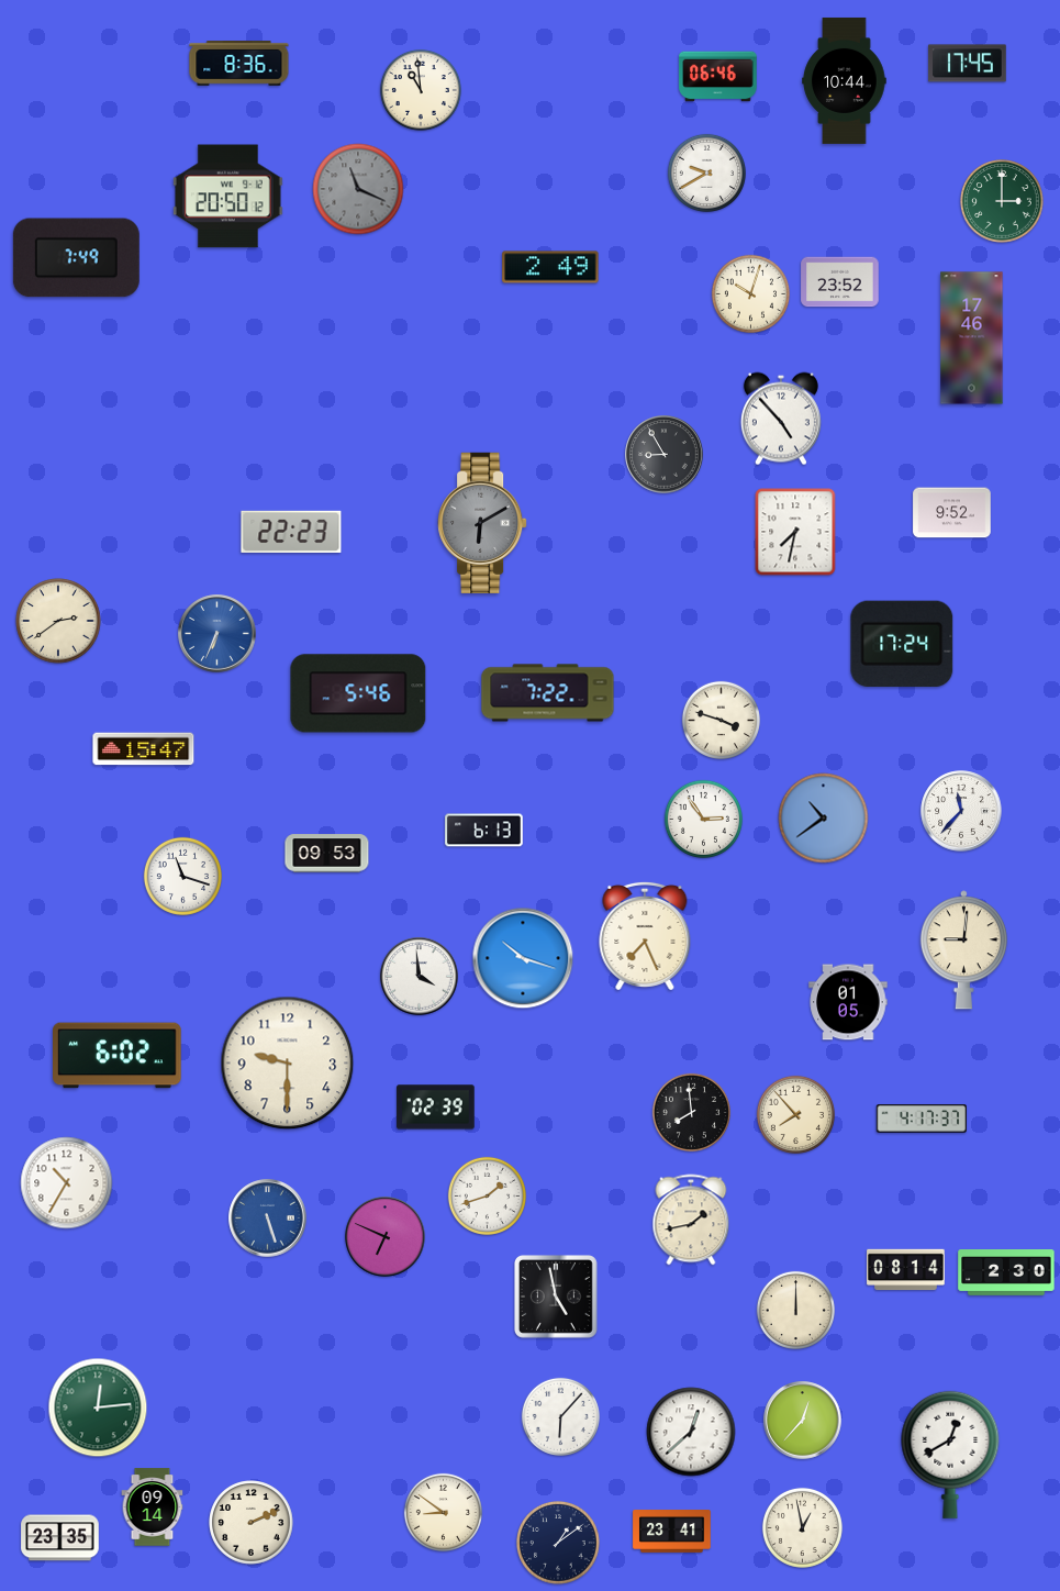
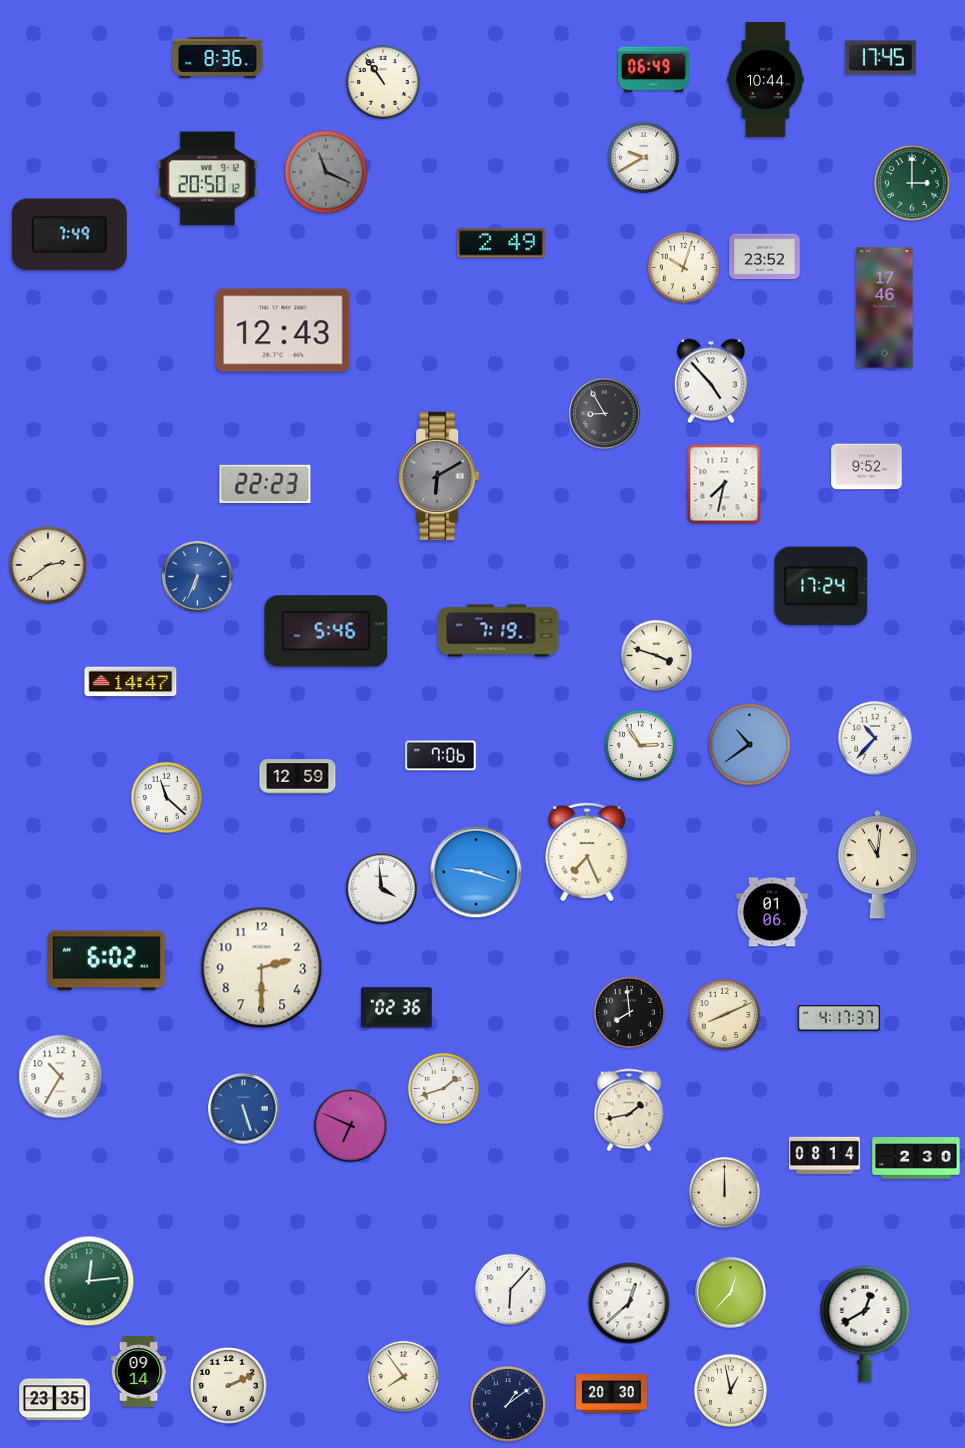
clock at (718, 77): 06:46 -> 06:49
clock at (845, 80) position: (845, 80) -> (766, 79)
clock at (421, 90): 10:59 -> 10:54
clock at (283, 330): none -> 12:43
clock at (58, 621) position: (58, 621) -> (48, 565)
clock at (548, 693): 7:22 -> 7:19
clock at (144, 749): 15:47 -> 14:47
clock at (961, 811): 11:37 -> 10:37
clock at (484, 831): 6:13 -> 7:06
clock at (327, 854): 09:53 -> 12:59
clock at (182, 876): 11:18 -> 11:22
clock at (963, 950): 9:01 -> 11:01
clock at (523, 958): 10:18 -> 9:18
clock at (848, 1002): 01:05 -> 01:06
clock at (288, 1064): 9:30 -> 2:30
clock at (436, 1108): 02:39 -> 02:36
clock at (795, 1114): 7:53 -> 8:11
clock at (557, 1298): 4:58 -> none
clock at (443, 1512): 8:51 -> 7:54
clock at (672, 1532): 23:41 -> 20:30
